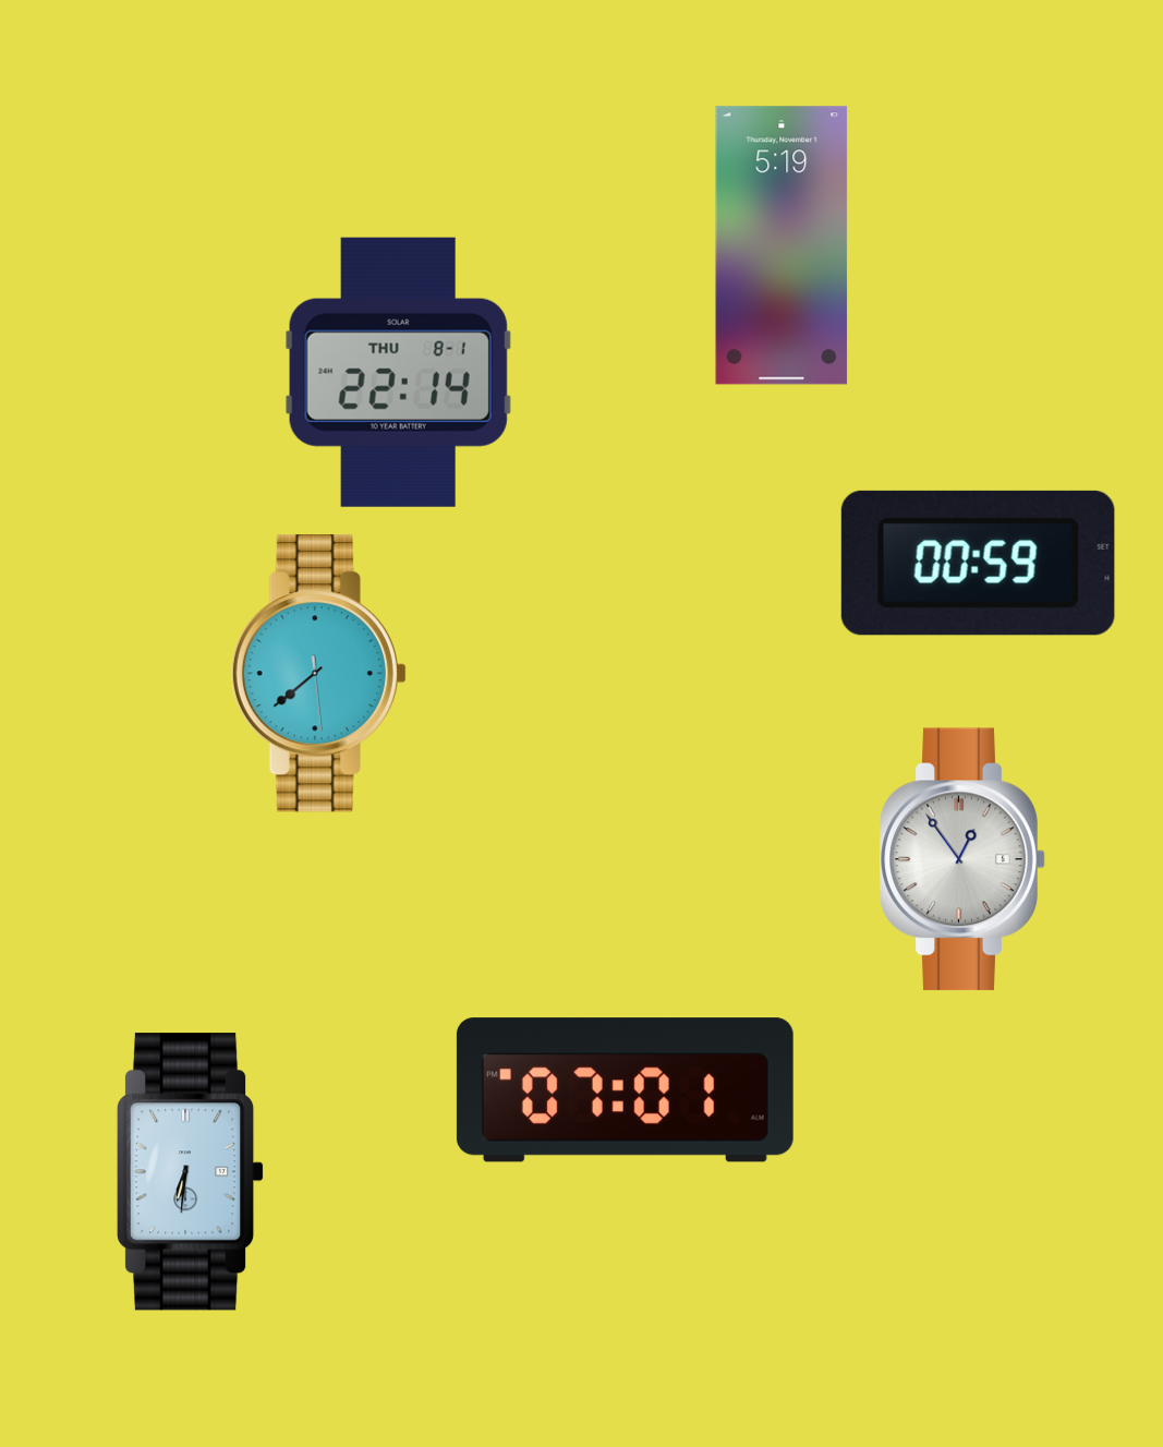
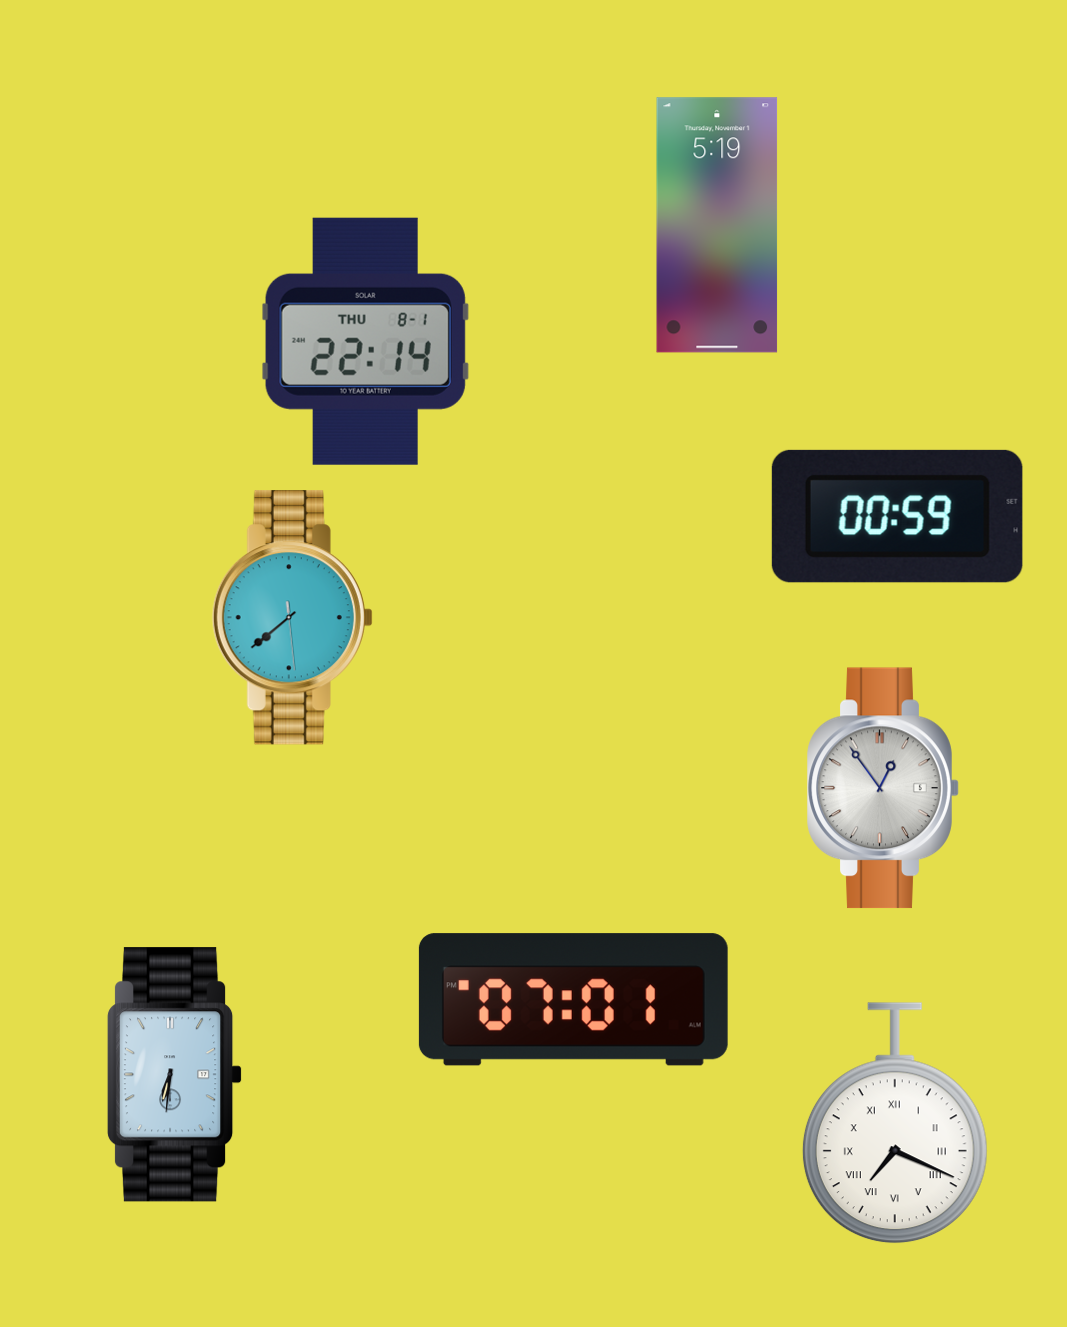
clock at (895, 1123): none -> 7:19
